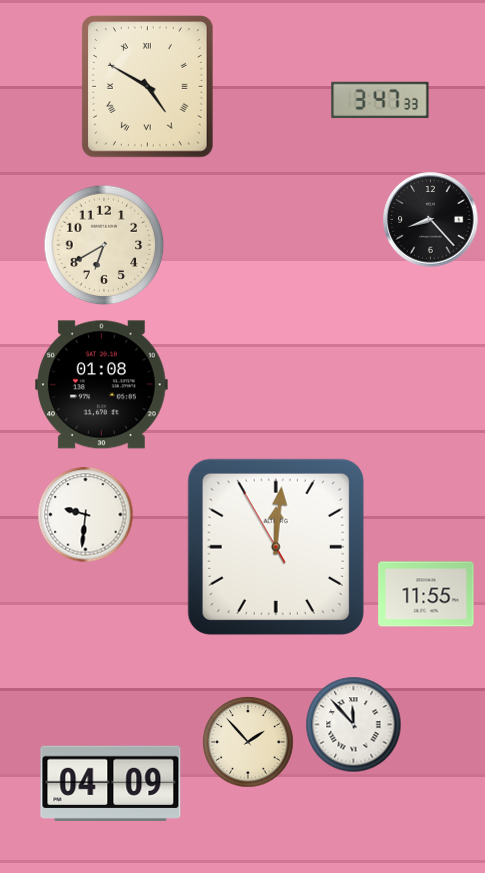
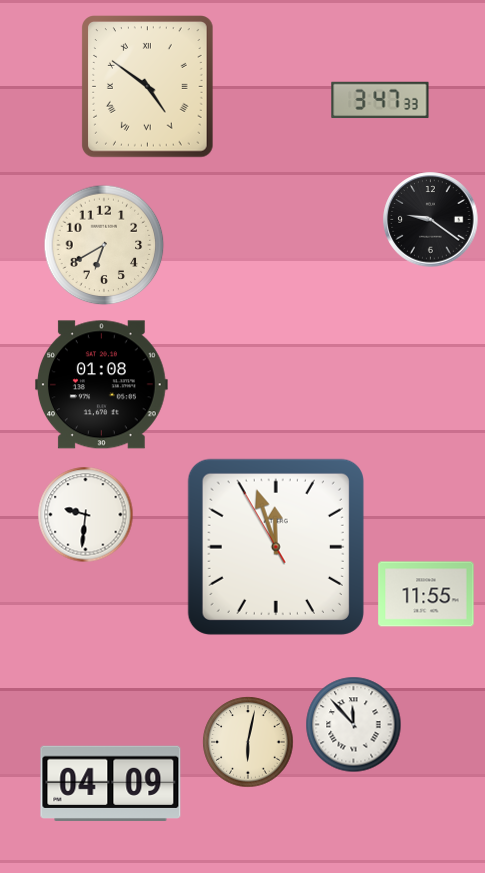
clock at (148, 87): 4:50 -> 4:51
clock at (431, 220): 8:23 -> 9:21
clock at (276, 547): 12:00 -> 11:56
clock at (248, 742): 1:53 -> 6:02
